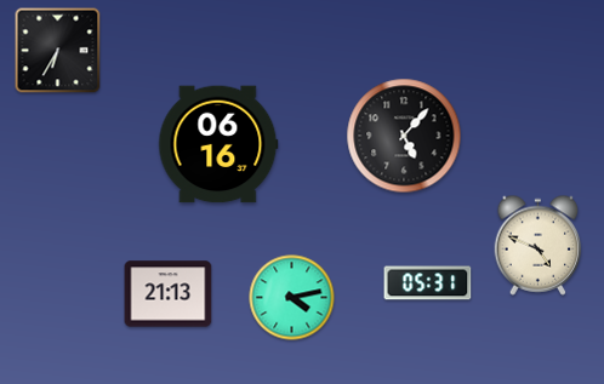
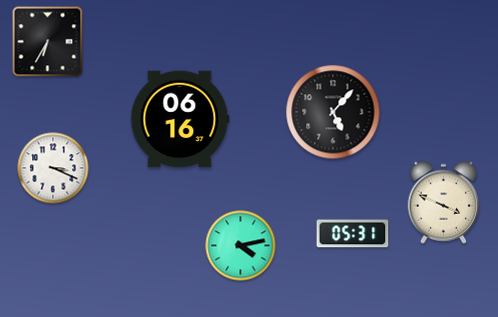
clock at (53, 168): none -> 3:19
clock at (539, 245): 4:49 -> 3:49
clock at (169, 294): 21:13 -> none
